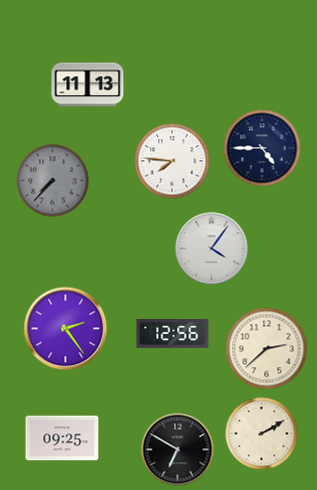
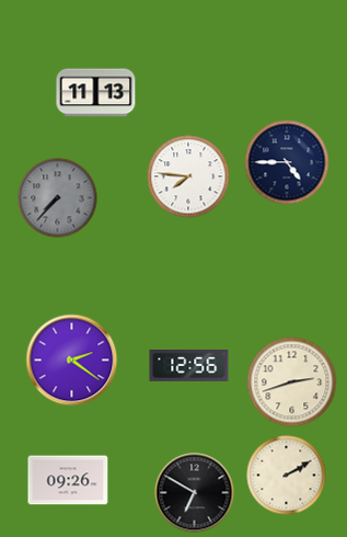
clock at (212, 249): 4:06 -> none
clock at (66, 329): 2:24 -> 2:21
clock at (267, 349): 2:38 -> 2:42
clock at (62, 438): 09:25 -> 09:26
